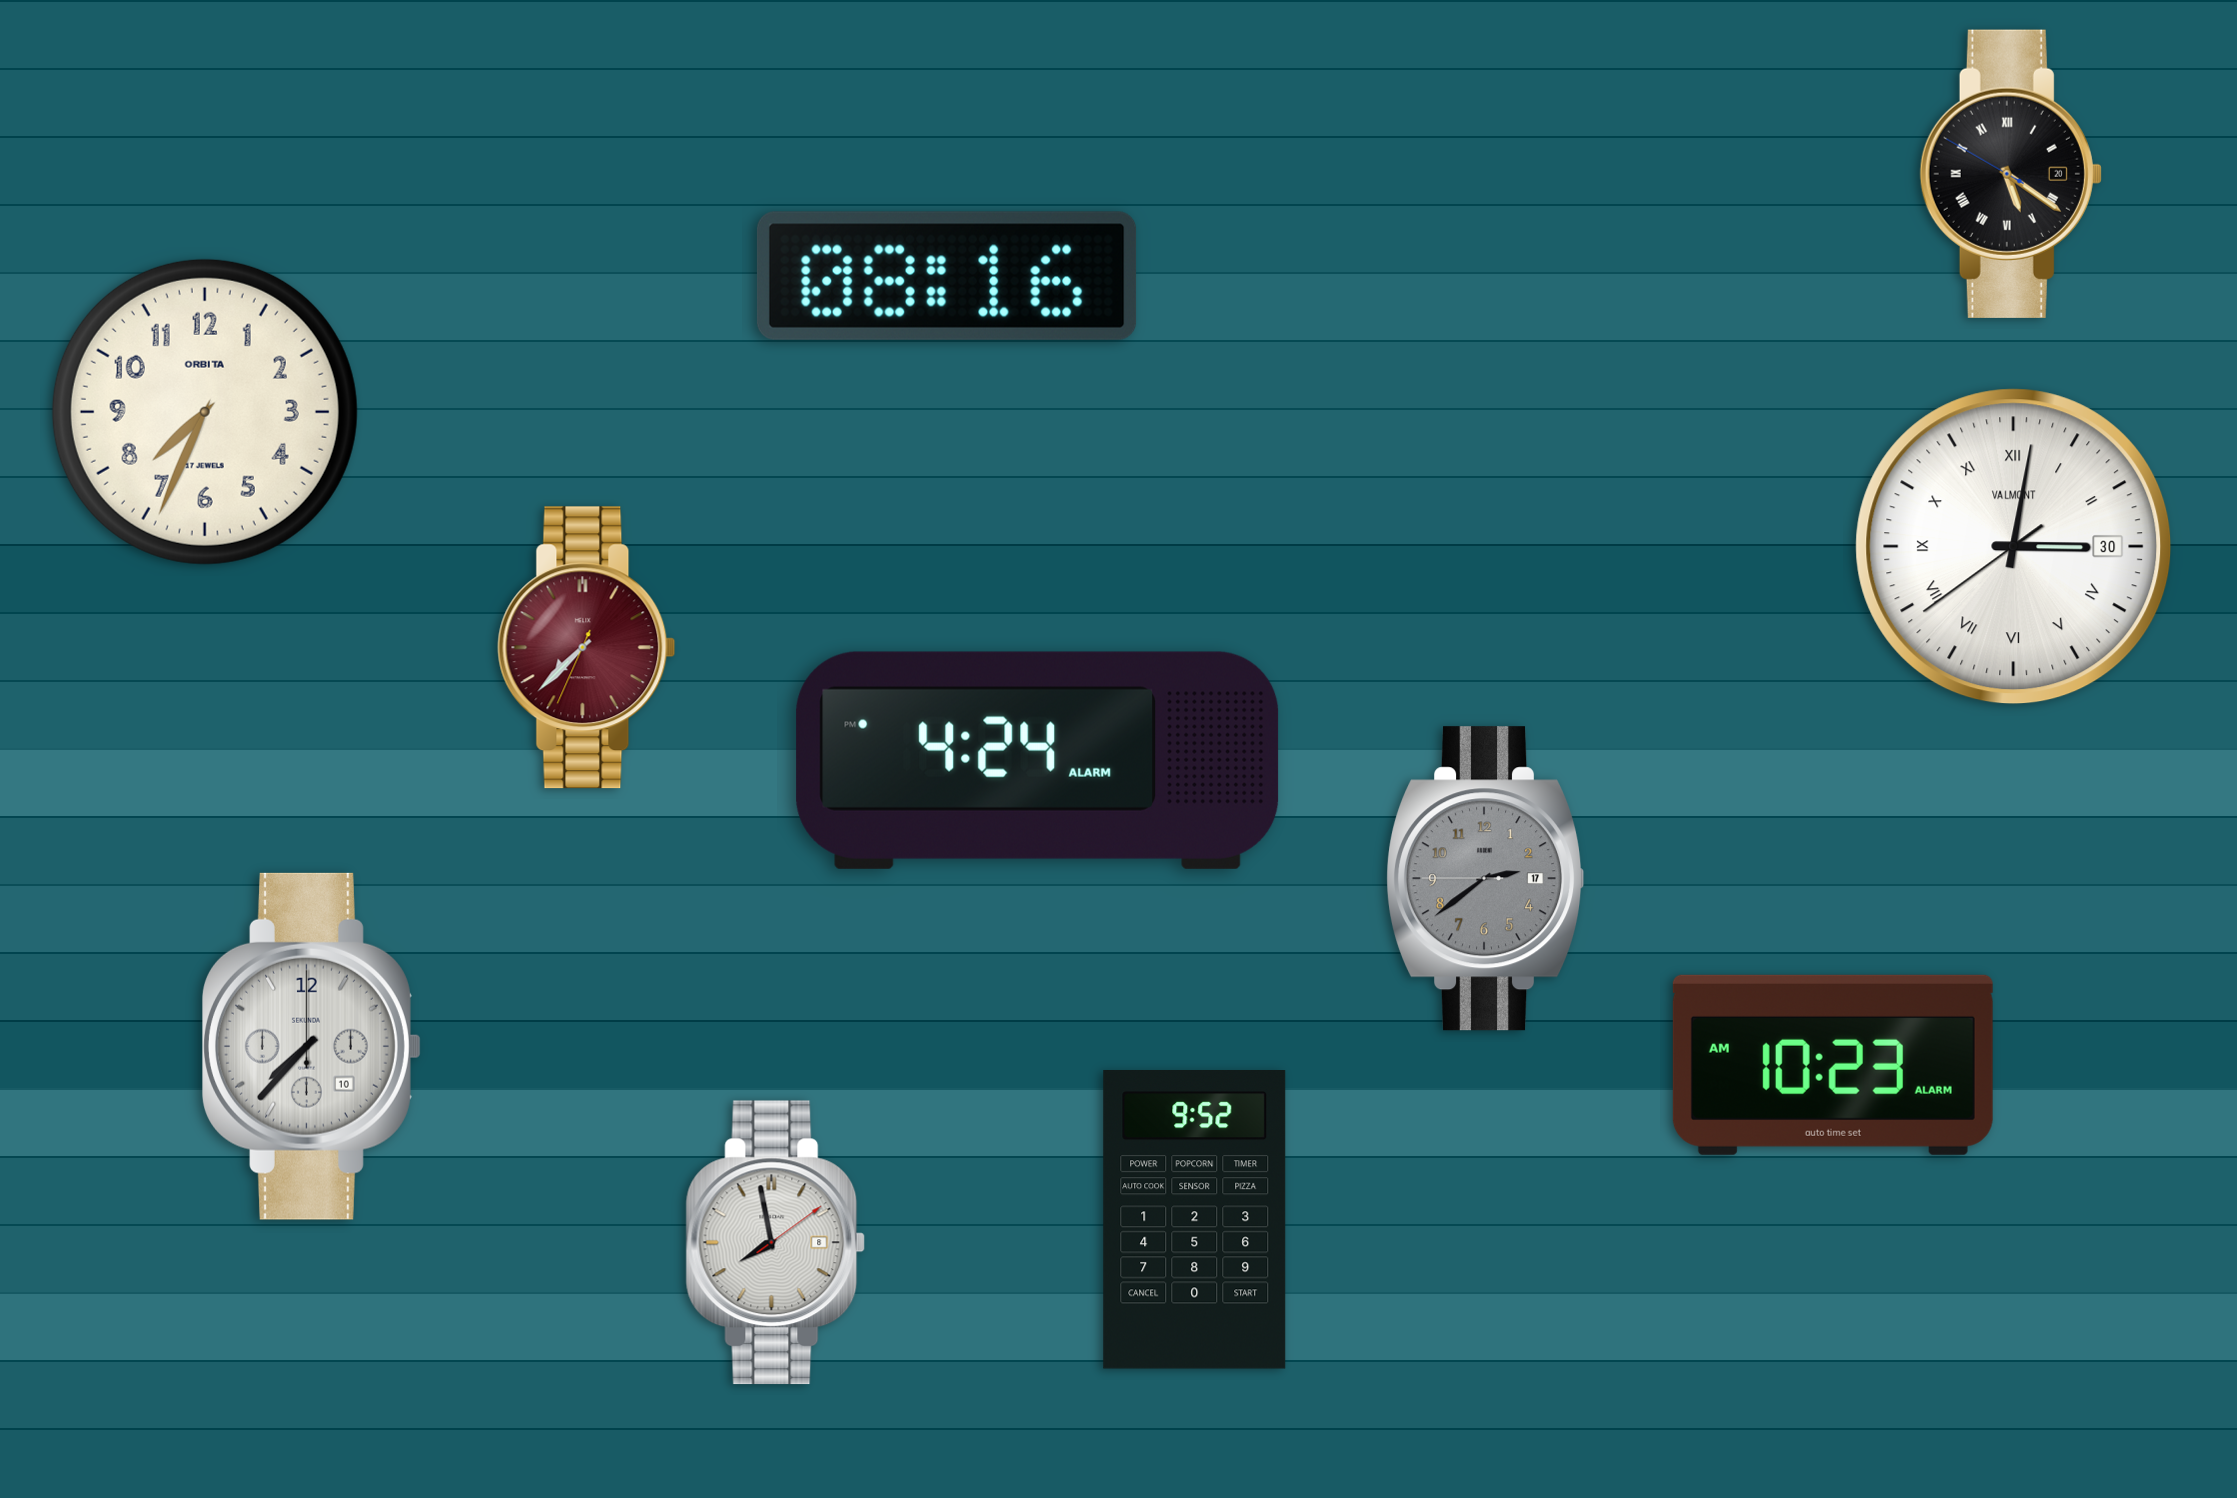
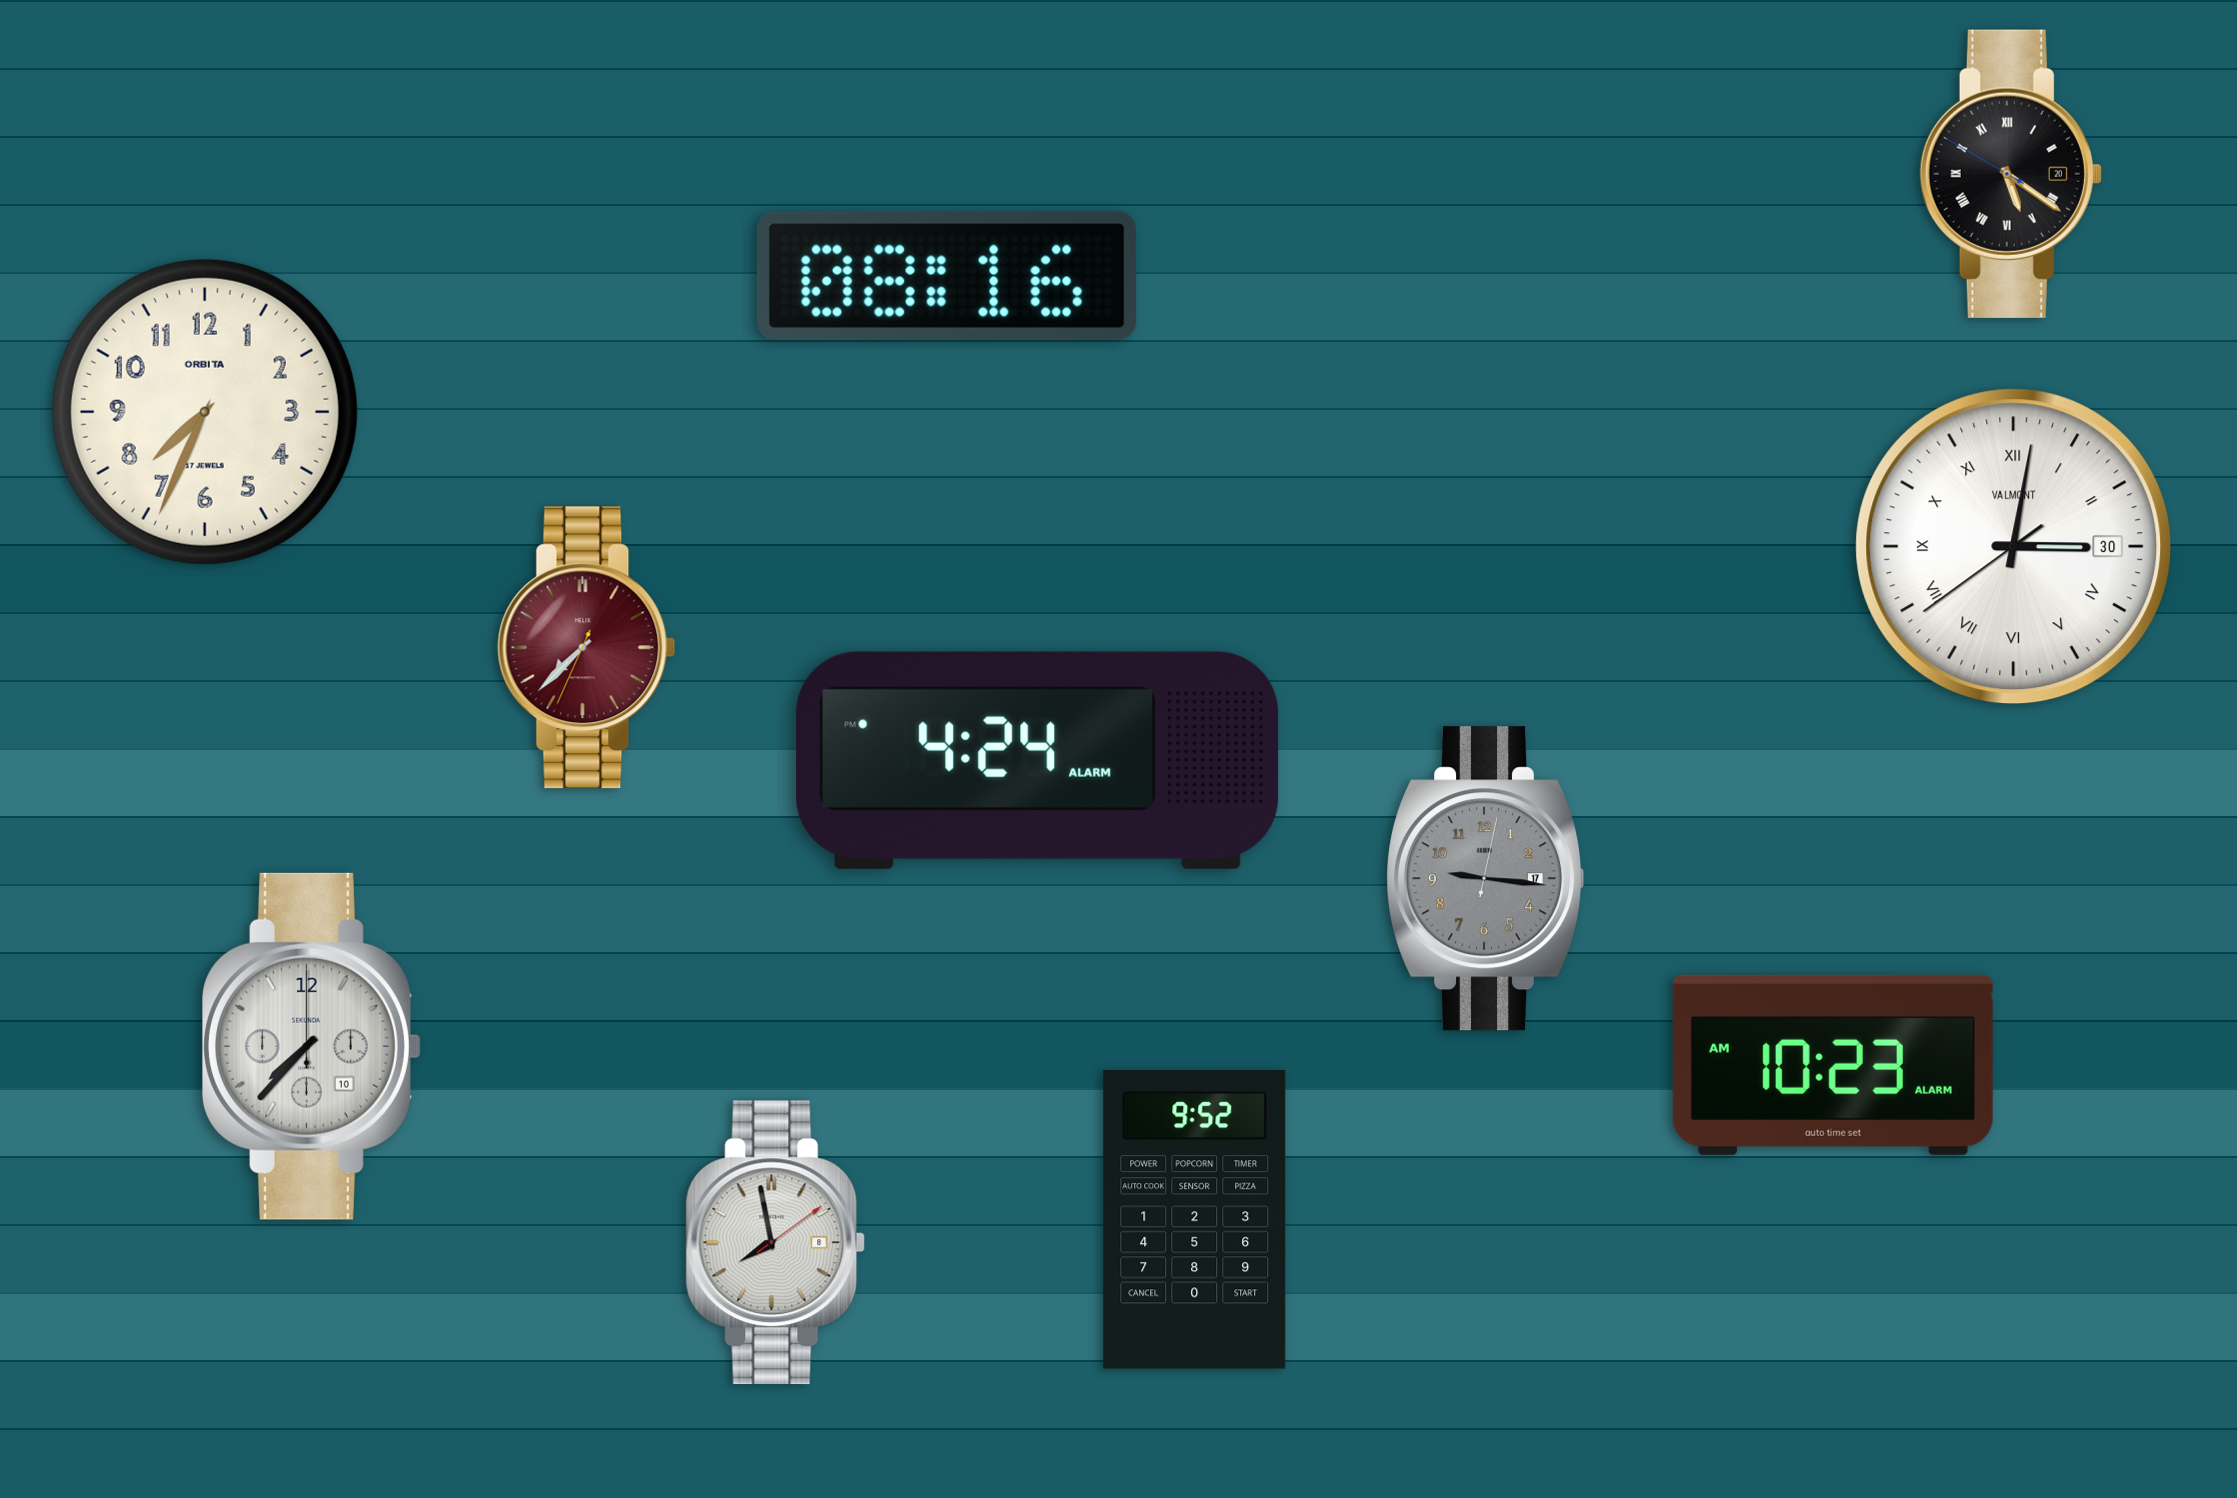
clock at (1486, 879): 2:38 -> 9:16
